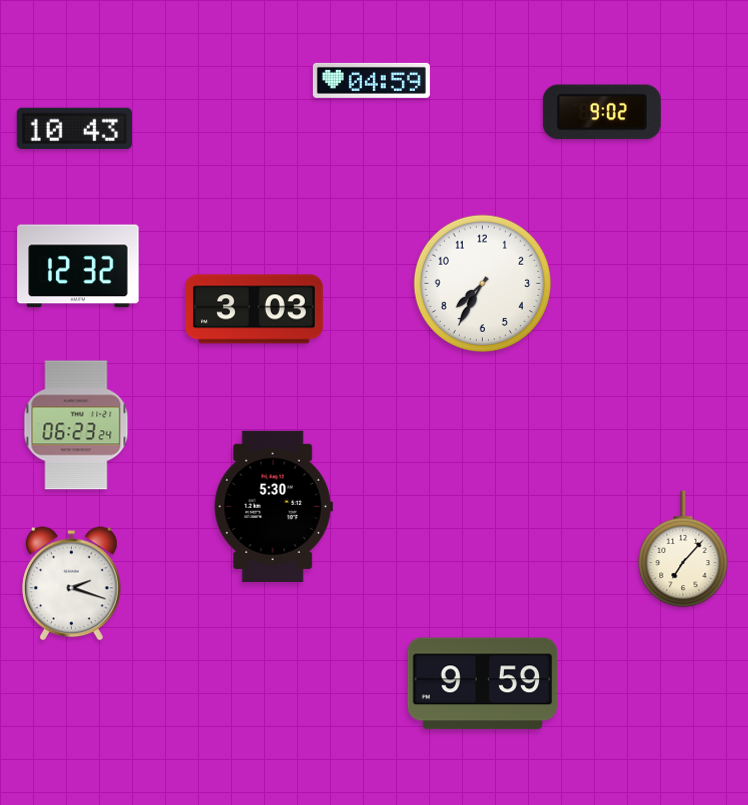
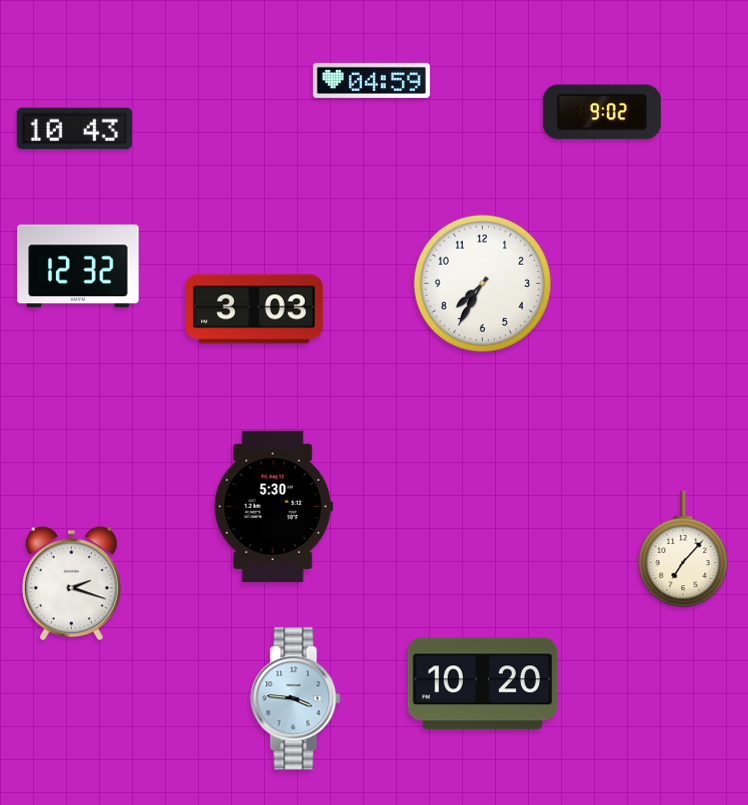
clock at (76, 425): 06:23 -> none
clock at (483, 684): 9:59 -> 10:20
clock at (296, 699): none -> 3:46
